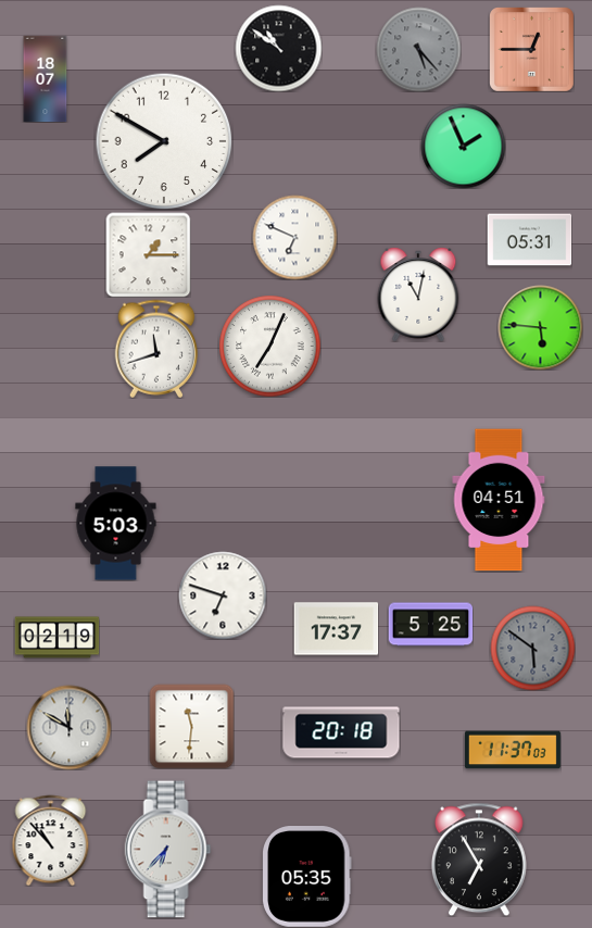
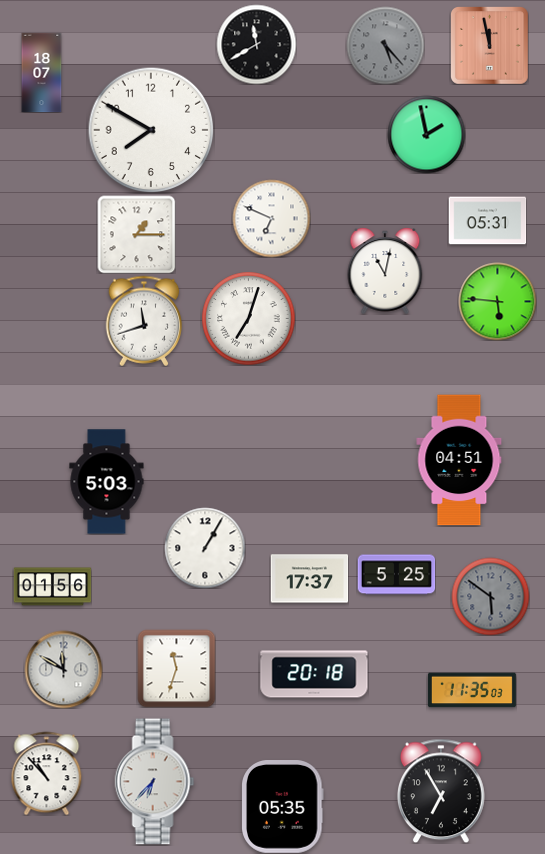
clock at (278, 48): 10:51 -> 11:40
clock at (532, 50): 12:45 -> 11:58
clock at (463, 146): 1:56 -> 1:58
clock at (269, 346): 7:04 -> 7:03
clock at (223, 595): 6:48 -> 1:05
clock at (56, 638): 02:19 -> 01:56
clock at (191, 726): 11:31 -> 11:33
clock at (513, 750): 11:37 -> 11:35
